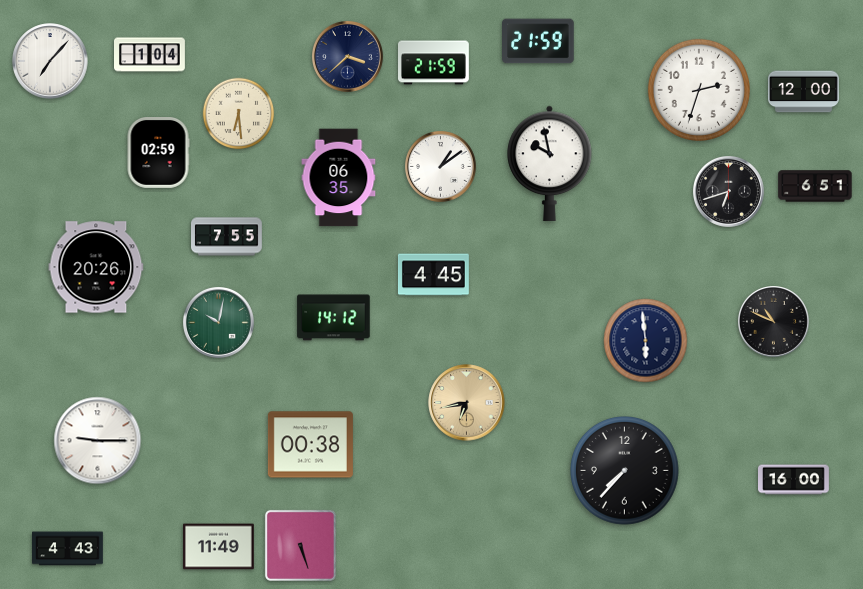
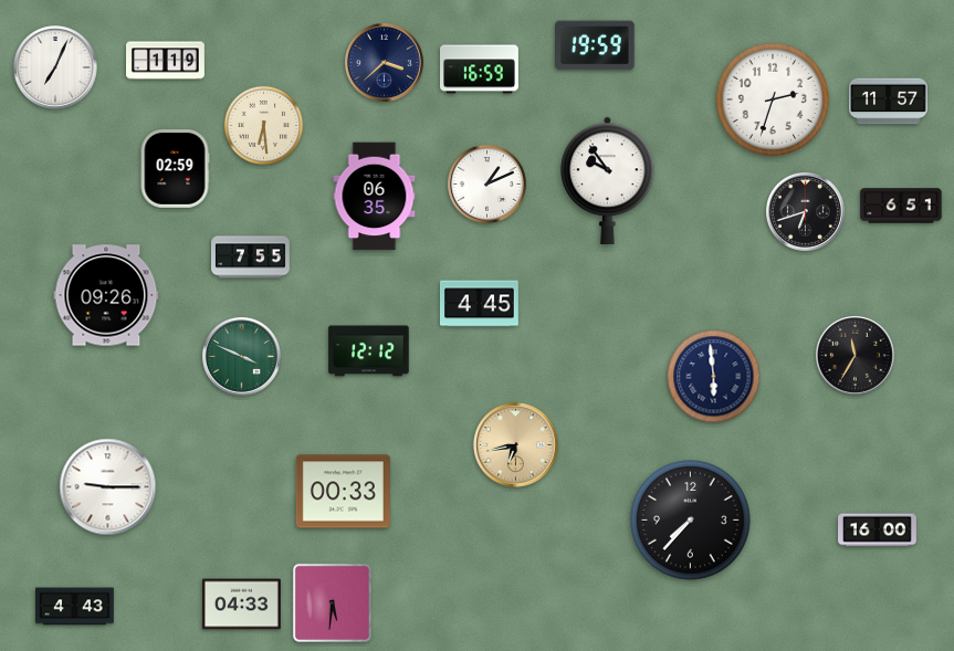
clock at (538, 41): 21:59 -> 19:59
clock at (150, 55): 1:04 -> 1:19
clock at (50, 61): 7:07 -> 7:04
clock at (434, 63): 21:59 -> 16:59
clock at (804, 92): 12:00 -> 11:57
clock at (550, 163): 9:58 -> 9:54
clock at (441, 167): 1:09 -> 1:11
clock at (227, 237) position: (227, 237) -> (251, 258)
clock at (96, 267): 20:26 -> 09:26
clock at (334, 318): 14:12 -> 12:12
clock at (774, 322): 10:49 -> 11:35
clock at (219, 323): 10:02 -> 3:49
clock at (310, 445): 00:38 -> 00:33
clock at (300, 545): 5:27 -> 5:31
clock at (219, 547): 11:49 -> 04:33
